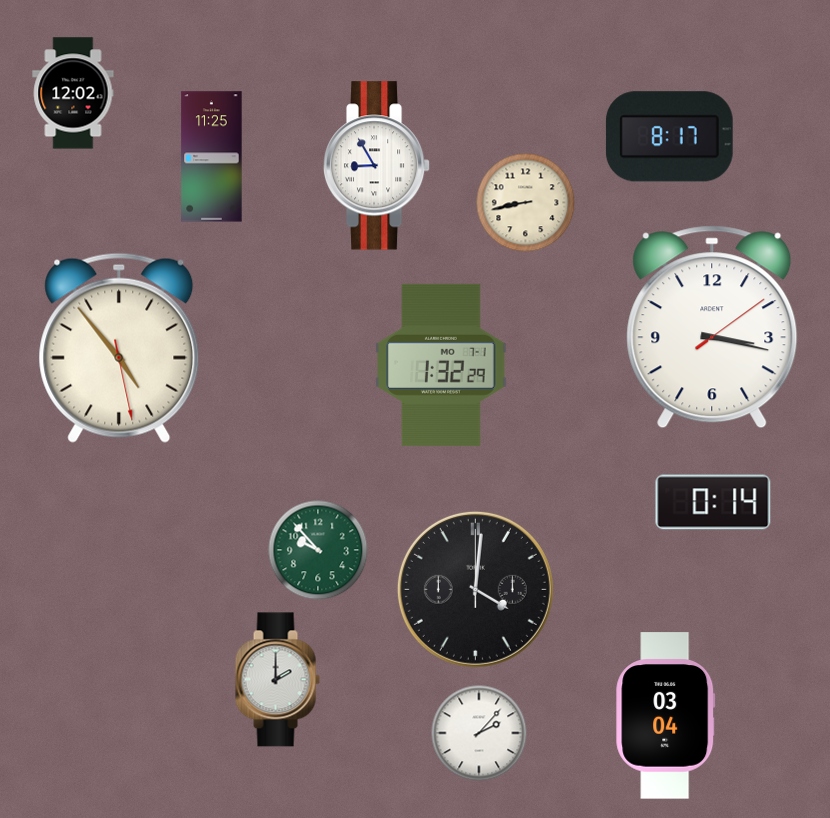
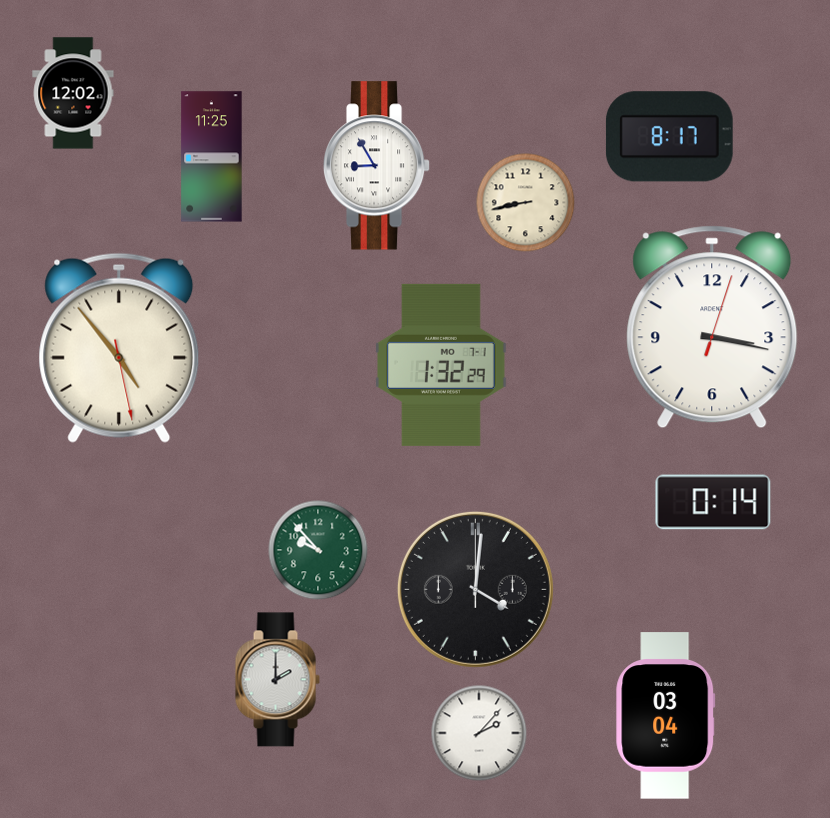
clock at (712, 327): 3:17:09 -> 3:17:03
